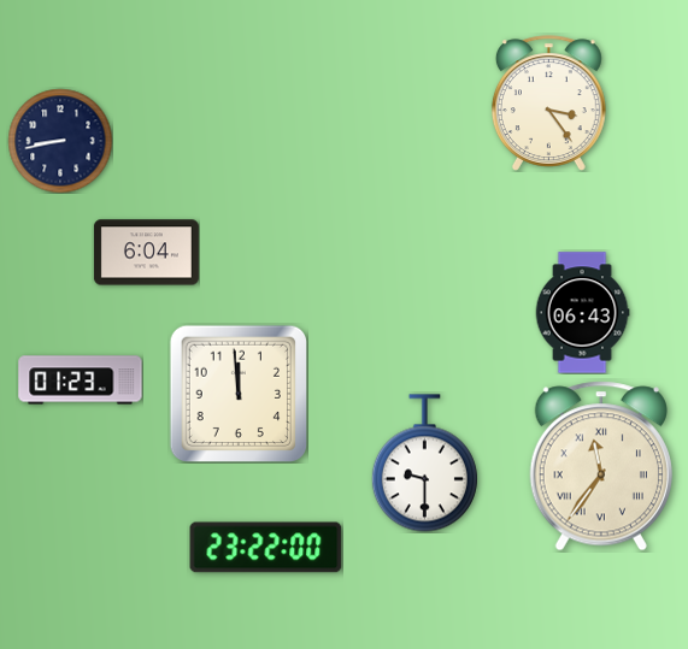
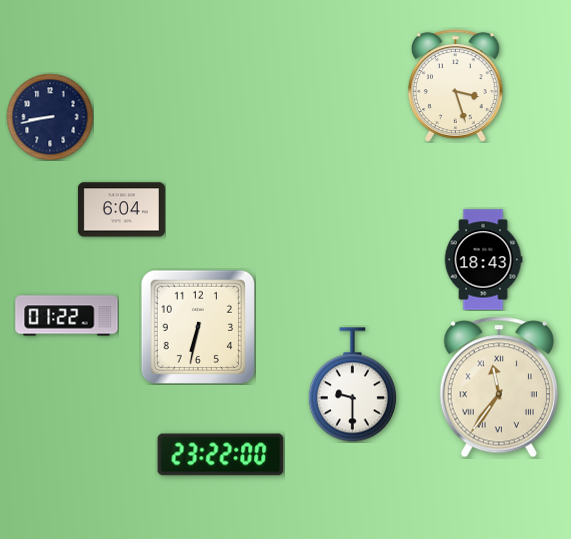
clock at (548, 104): 3:24 -> 3:27
clock at (582, 313): 06:43 -> 18:43
clock at (81, 380): 01:23 -> 01:22
clock at (237, 393): 11:59 -> 6:32
